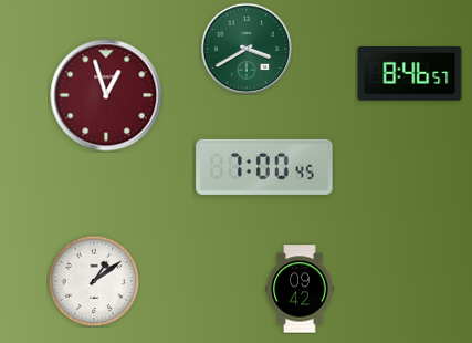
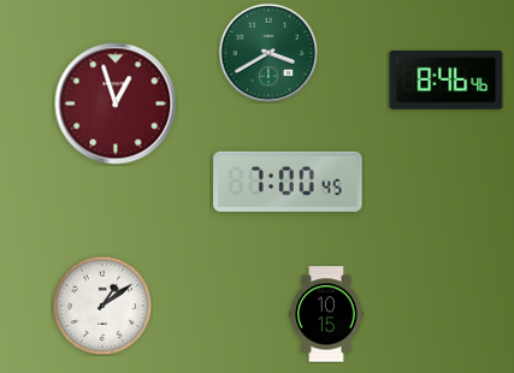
clock at (410, 74): 8:46:57 -> 8:46:46
clock at (300, 289): 09:42 -> 10:15
